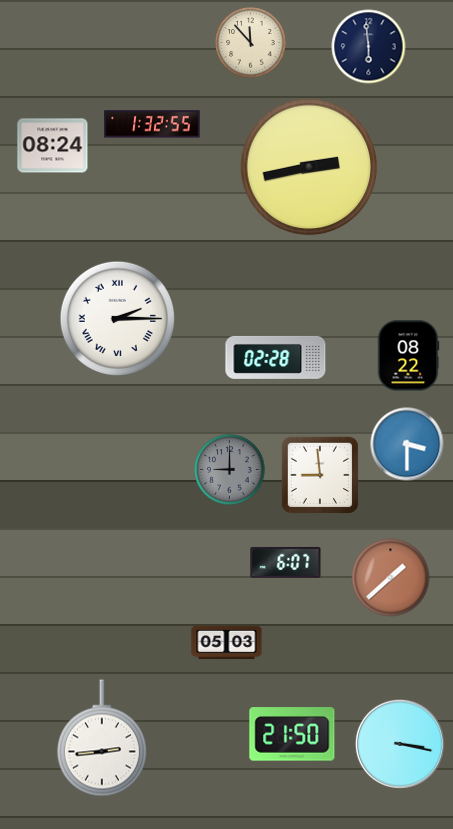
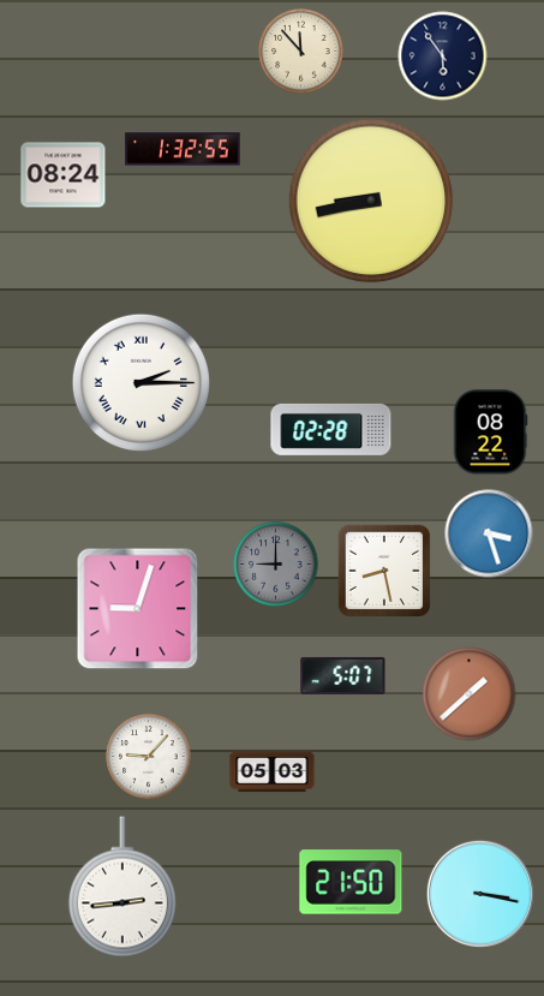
clock at (369, 47): 5:59 -> 5:54
clock at (309, 167): 2:43 -> 8:43
clock at (408, 356) position: (408, 356) -> (490, 433)
clock at (407, 444): 3:30 -> 3:27
clock at (319, 474): 8:59 -> 8:28
clock at (138, 609): none -> 9:03
clock at (286, 562): 6:07 -> 5:07
clock at (149, 757): none -> 9:07
